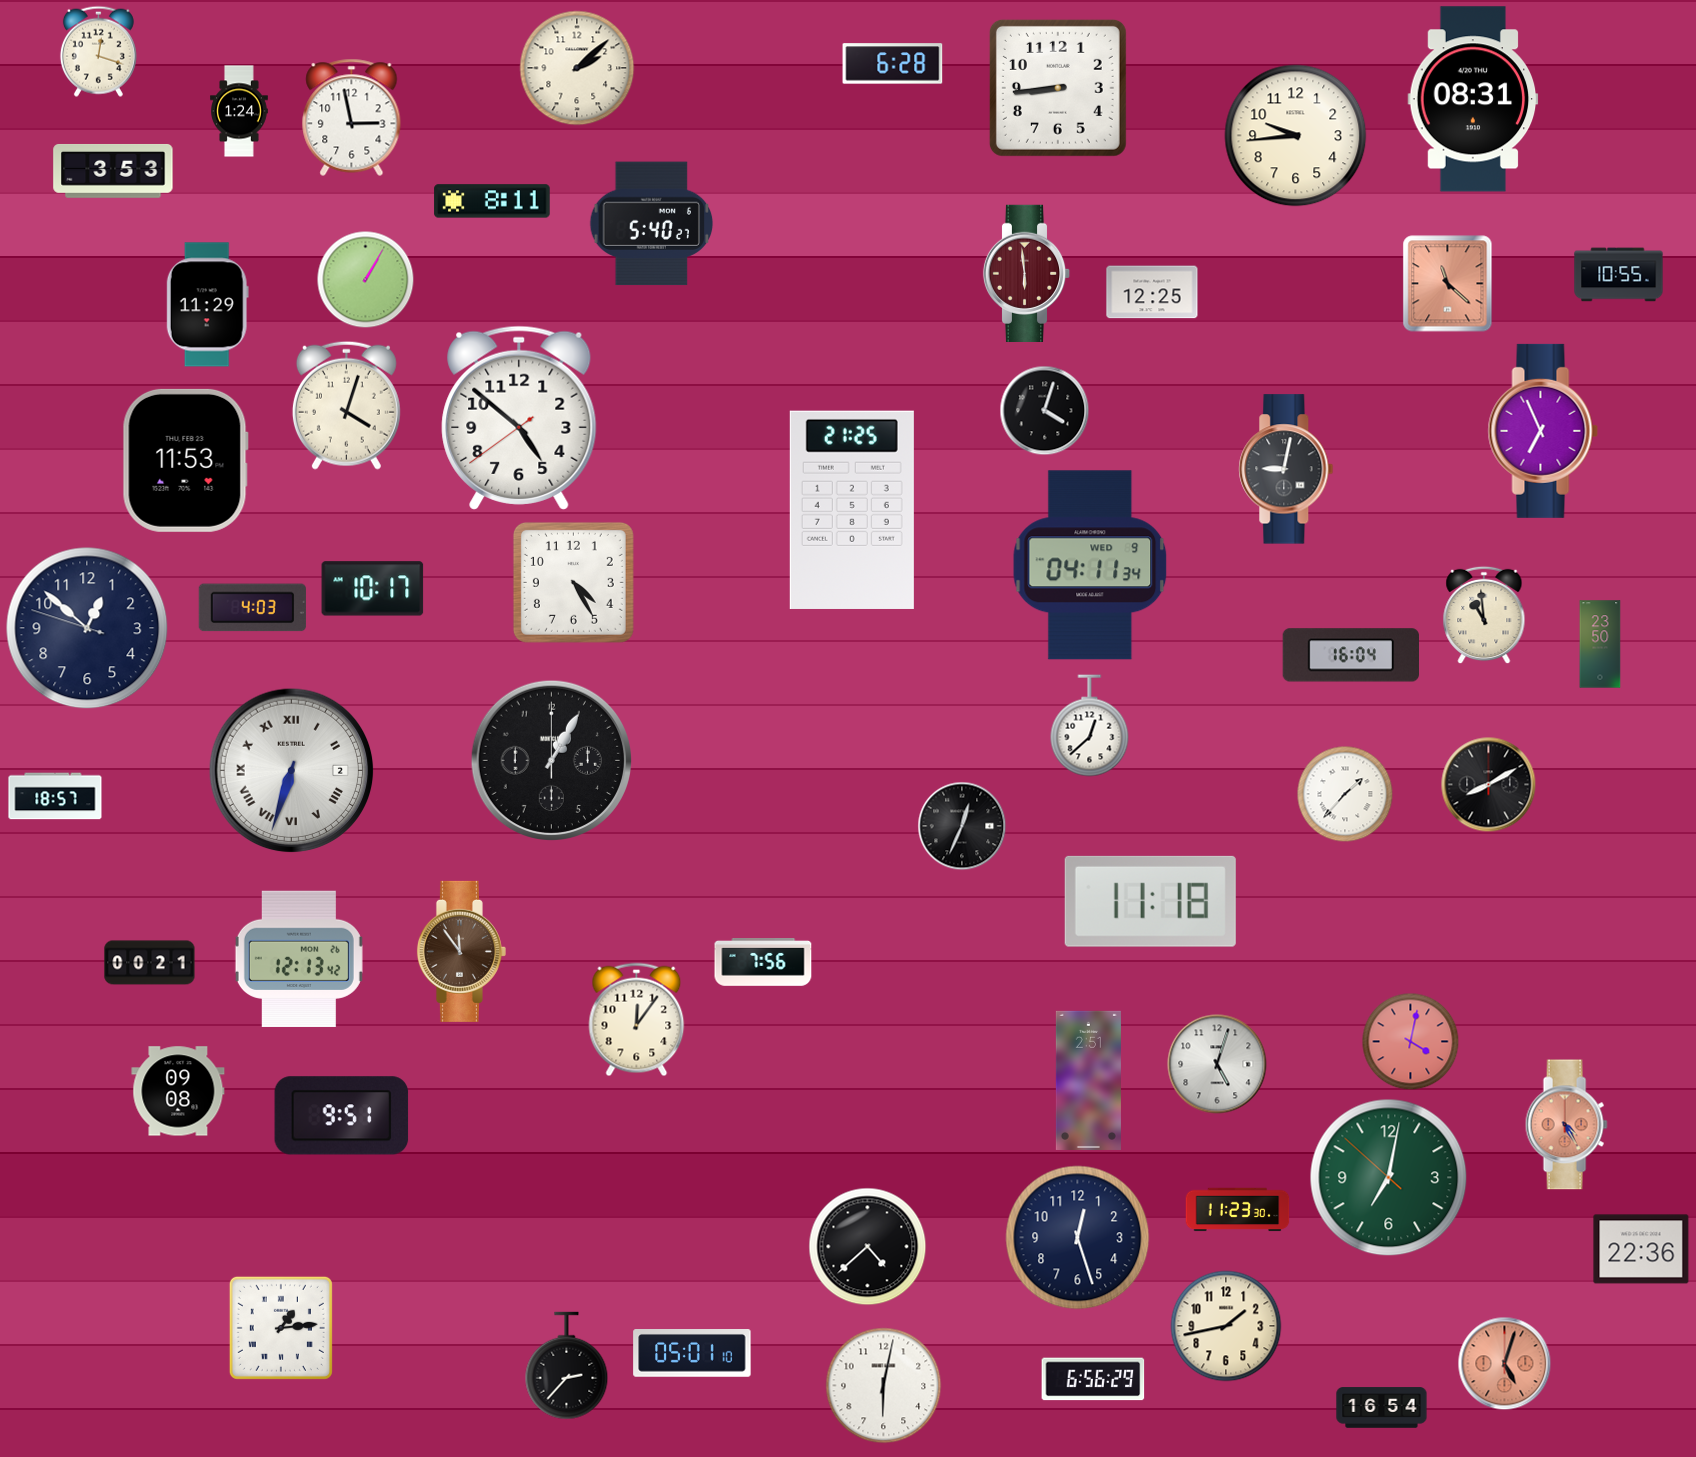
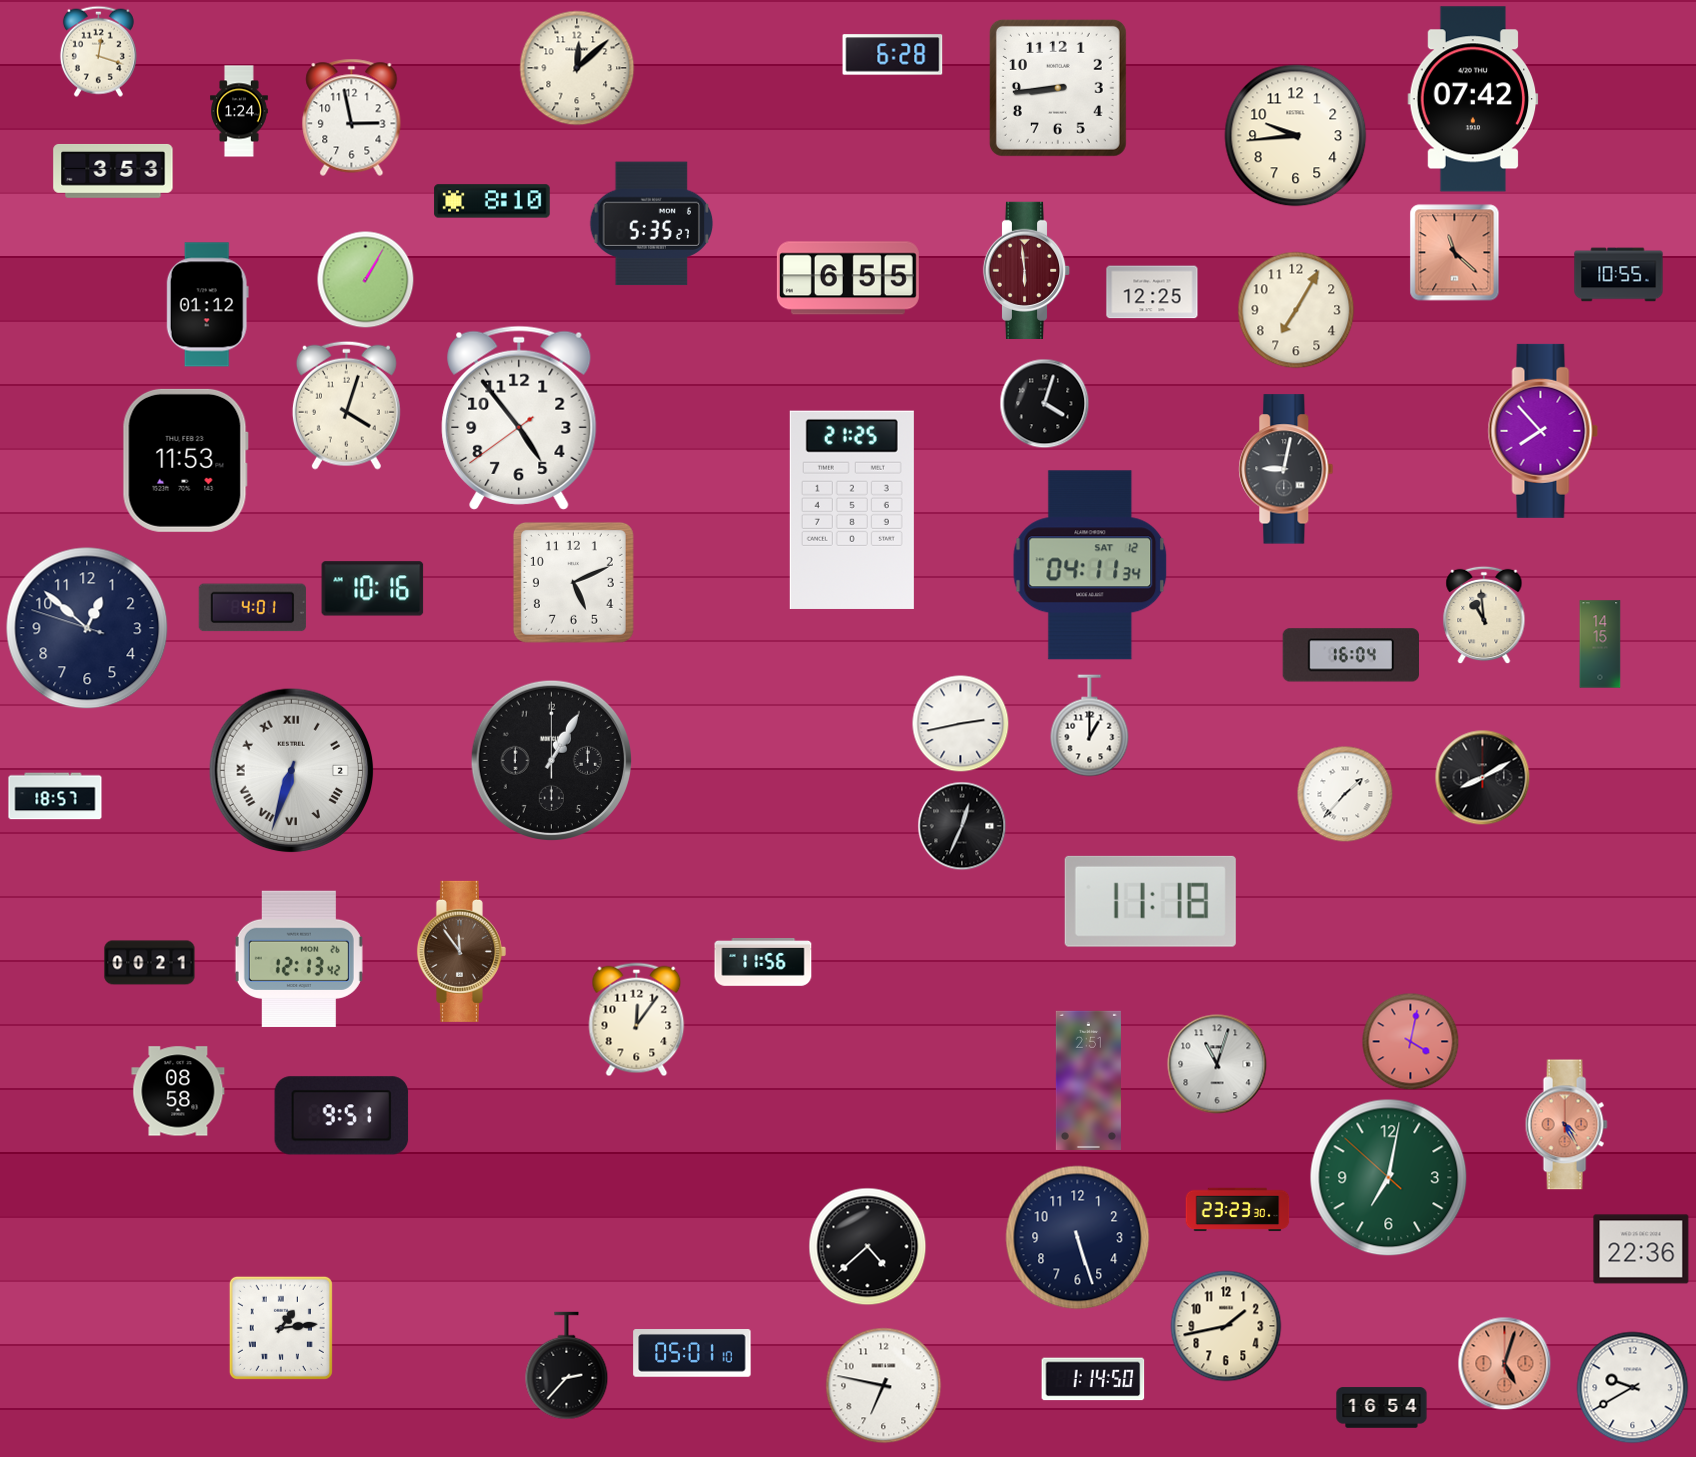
clock at (893, 64) position: (893, 64) -> (893, 55)
clock at (577, 68): 2:08 -> 12:08
clock at (1473, 99): 08:31 -> 07:42
clock at (492, 201): 8:11 -> 8:10
clock at (652, 224): 5:40 -> 5:35
clock at (1027, 273) position: (1027, 273) -> (1027, 270)
clock at (848, 278): none -> 6:55
clock at (1448, 284) position: (1448, 284) -> (1455, 253)
clock at (207, 305): 11:29 -> 01:12
clock at (1296, 310): none -> 7:05
clock at (1045, 411) position: (1045, 411) -> (1045, 404)
clock at (519, 418): 4:51 -> 4:53
clock at (1543, 431): 6:56 -> 7:53
clock at (1090, 565) date: WED 9 -> SAT 12
clock at (573, 582): 4:25 -> 5:11
clock at (373, 589): 10:17 -> 10:16
clock at (252, 608): 4:03 -> 4:01
clock at (1600, 644): 23:50 -> 14:15
clock at (961, 724): none -> 2:43
clock at (1090, 726): 12:38 -> 1:00
clock at (1489, 785) position: (1489, 785) -> (1483, 778)
clock at (763, 963): 7:56 -> 11:56
clock at (1217, 1064): 5:03 -> 11:03
clock at (178, 1091): 09:08 -> 08:58
clock at (1238, 1210): 11:23 -> 23:23
clock at (1078, 1238): 12:27 -> 5:27
clock at (1093, 1379): 6:56 -> 1:14
clock at (884, 1386): 6:02 -> 6:47
clock at (1633, 1388): none -> 9:40
